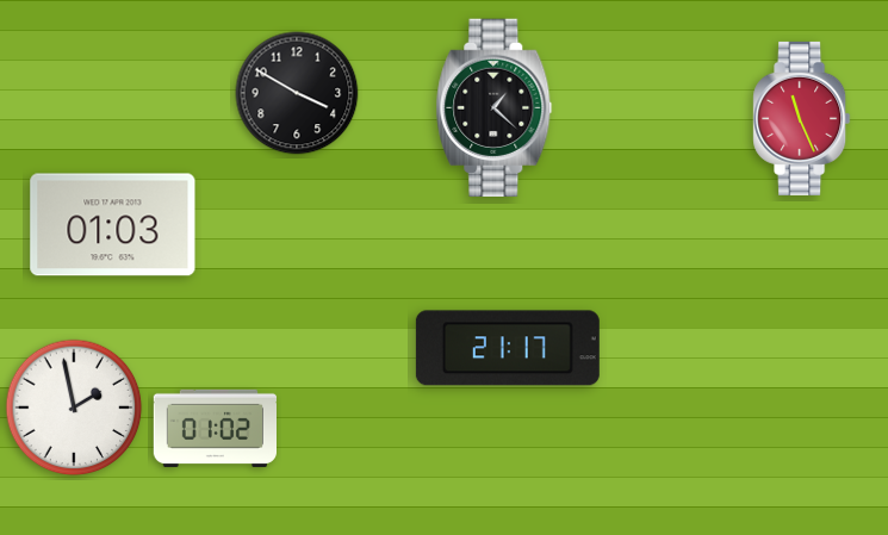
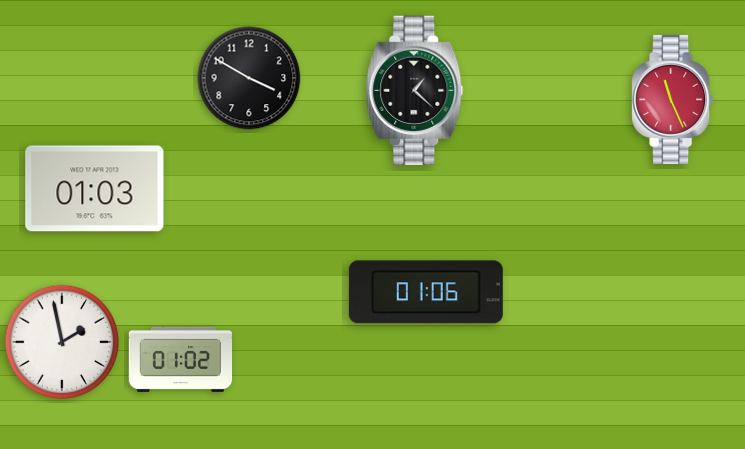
clock at (508, 348): 21:17 -> 01:06
